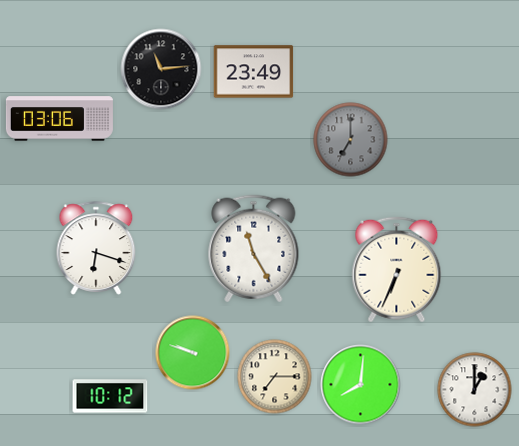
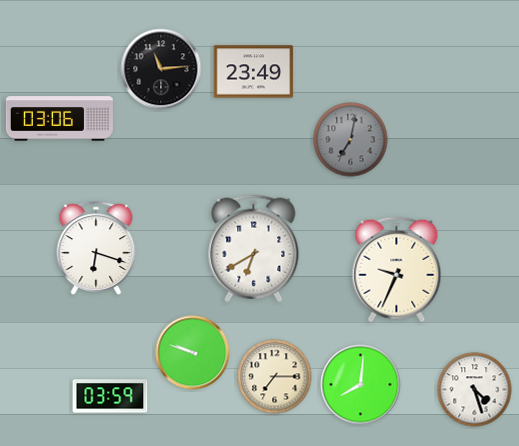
clock at (351, 140): 7:00 -> 7:02
clock at (254, 249): 11:25 -> 6:40
clock at (397, 270): 6:34 -> 9:34
clock at (475, 390): 1:00 -> 4:27
clock at (110, 396): 10:12 -> 03:59
